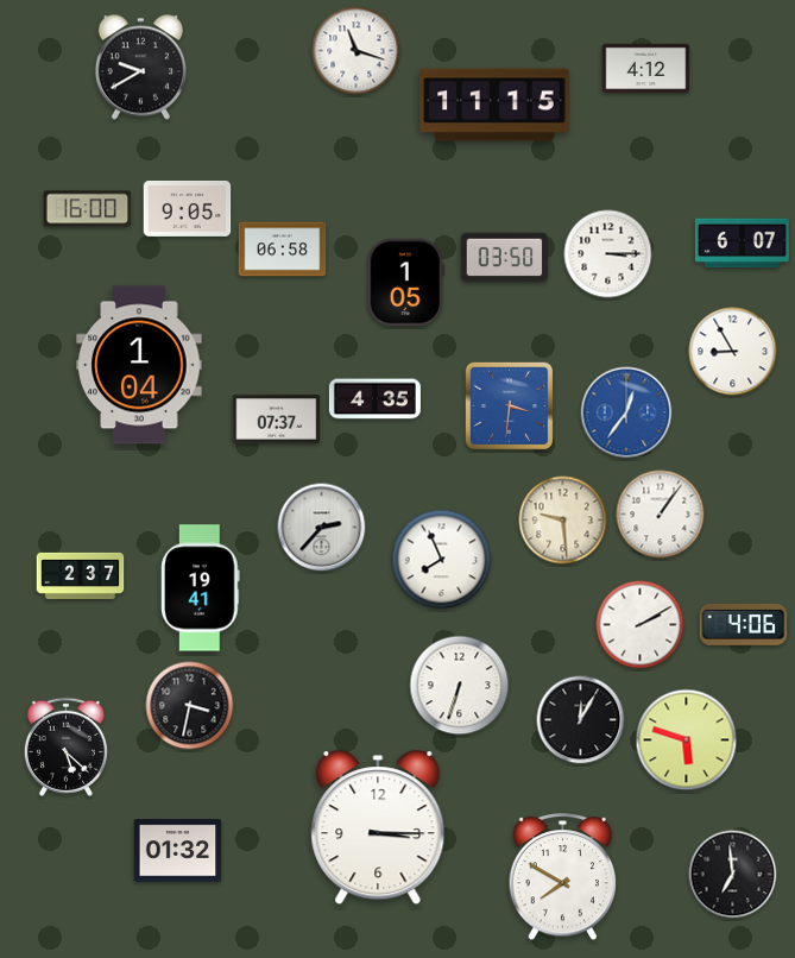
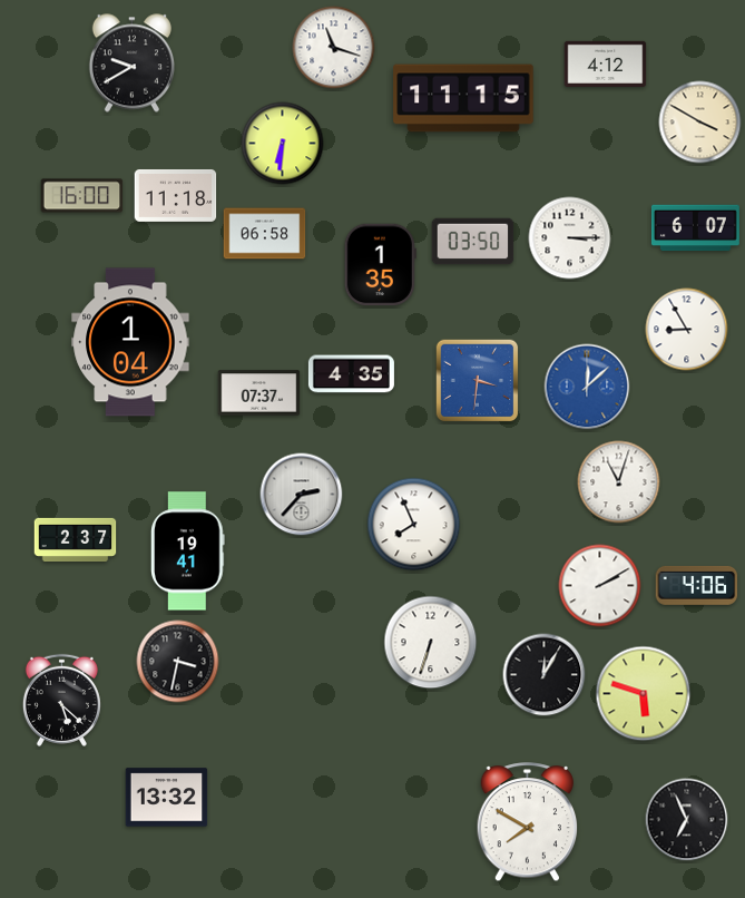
clock at (700, 123): none -> 3:50
clock at (283, 144): none -> 6:31
clock at (188, 208): 9:05 -> 11:18
clock at (405, 283): 1:05 -> 1:35
clock at (626, 412): 12:36 -> 12:08
clock at (661, 515): 1:06 -> 11:03
clock at (563, 521): 9:29 -> none
clock at (378, 828): 3:15 -> none
clock at (178, 851): 01:32 -> 13:32
clock at (733, 875): 6:59 -> 6:56
